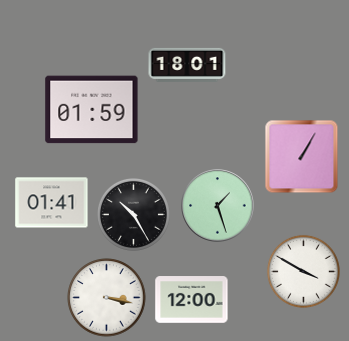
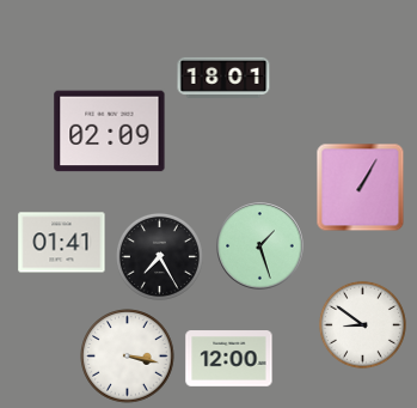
clock at (92, 110): 01:59 -> 02:09
clock at (133, 214): 10:25 -> 7:25
clock at (303, 271): 3:50 -> 8:51
